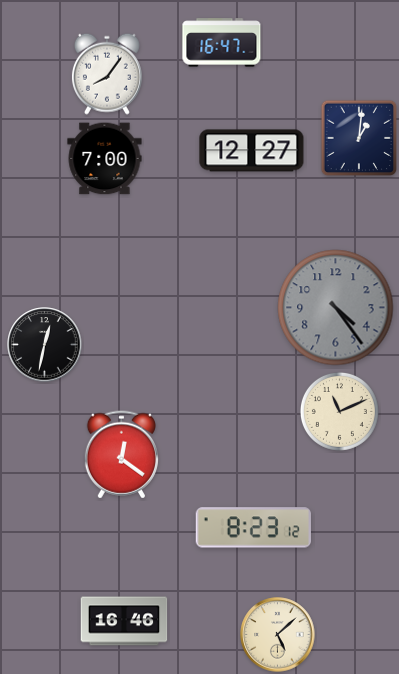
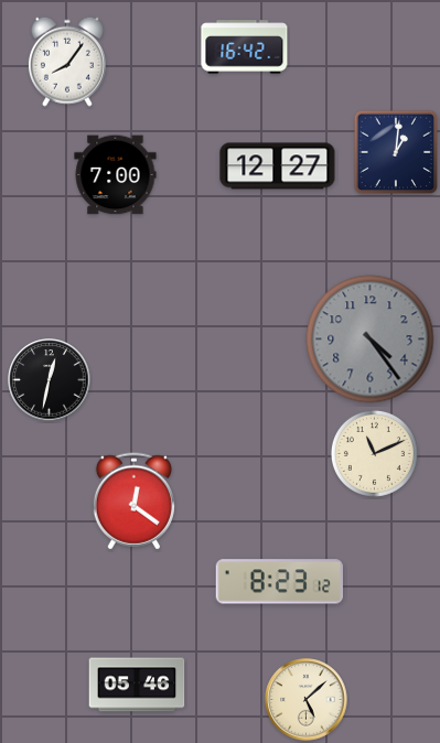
clock at (222, 43): 16:47 -> 16:42
clock at (107, 74) position: (107, 74) -> (67, 62)
clock at (124, 621): 16:46 -> 05:46
